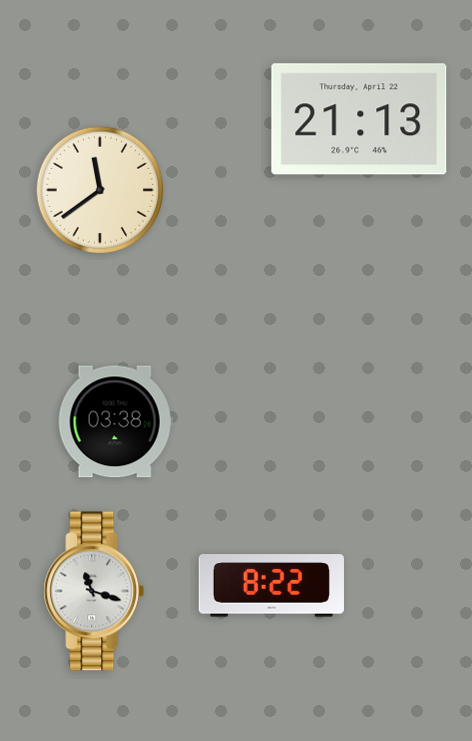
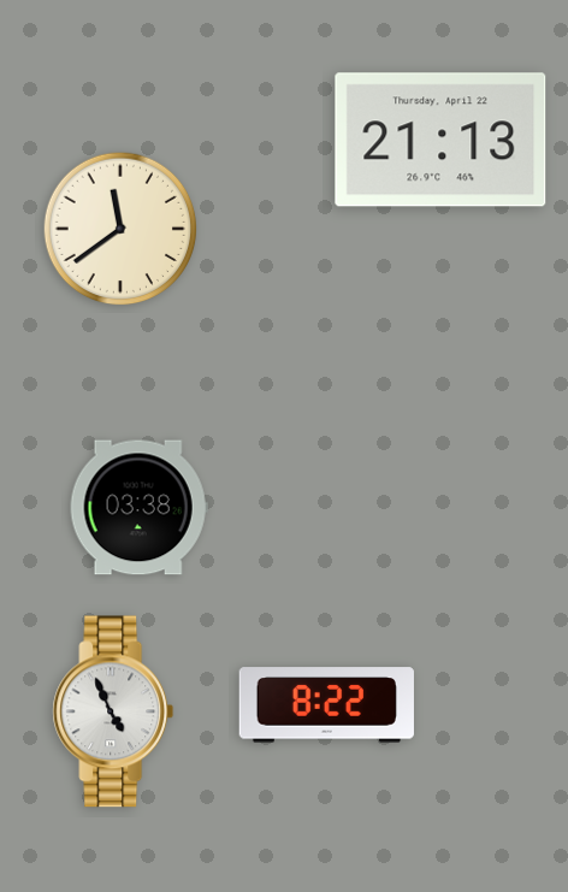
clock at (359, 119) position: (359, 119) -> (440, 140)
clock at (94, 591): 11:18 -> 4:56
